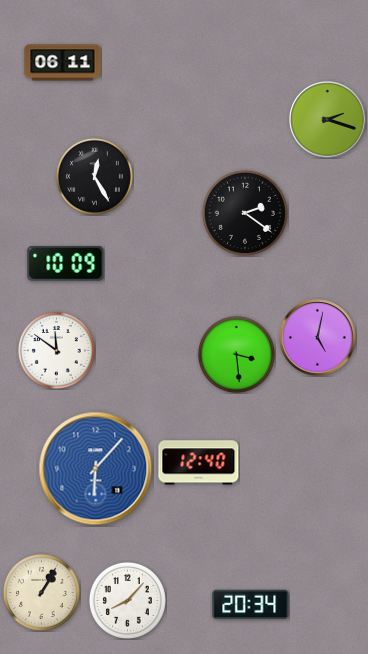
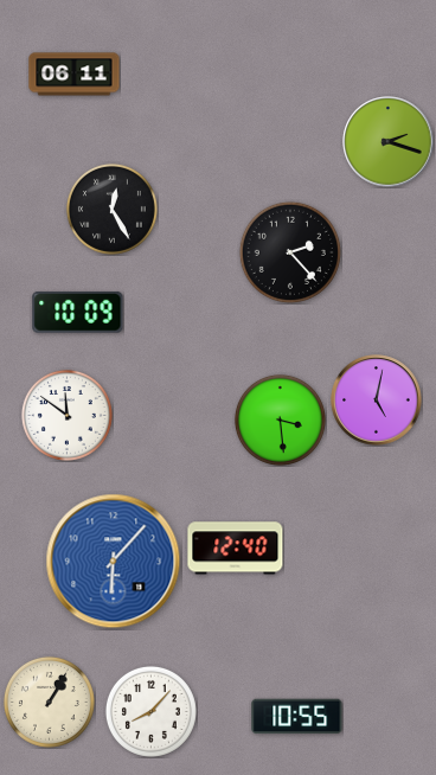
clock at (245, 213): 2:21 -> 2:23
clock at (96, 469) position: (96, 469) -> (114, 562)
clock at (251, 605): 20:34 -> 10:55
